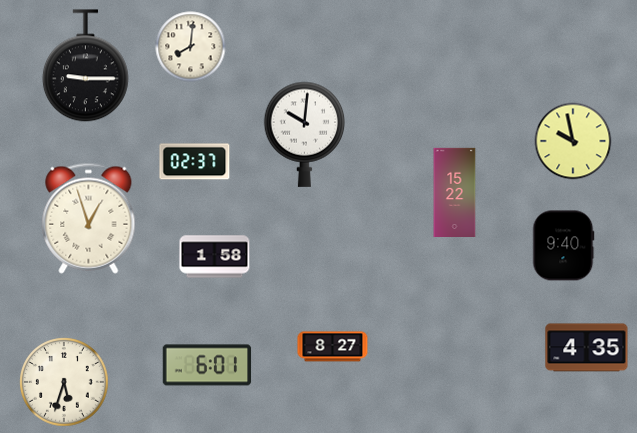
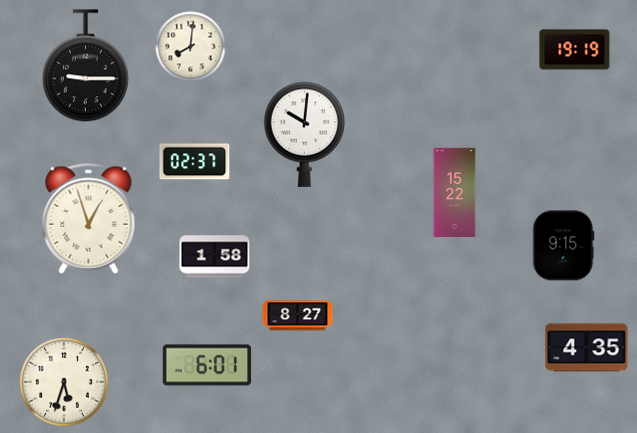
clock at (575, 50): none -> 19:19
clock at (573, 141): 9:58 -> none
clock at (564, 246): 9:40 -> 9:15
clock at (333, 347) position: (333, 347) -> (298, 316)
